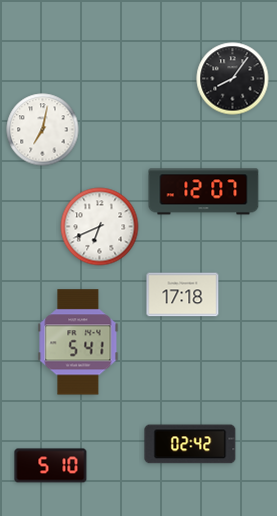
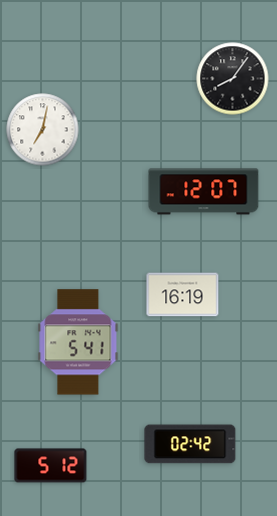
clock at (100, 227): 6:41 -> none
clock at (183, 295): 17:18 -> 16:19
clock at (51, 466): 5:10 -> 5:12
